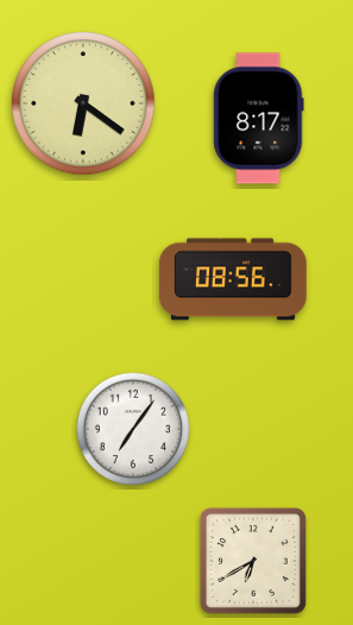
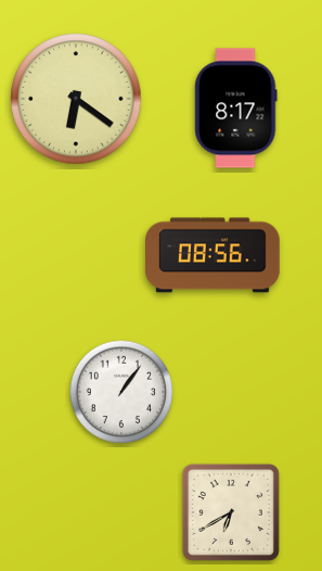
clock at (83, 103) position: (83, 103) -> (76, 99)
clock at (133, 429): 7:06 -> 1:06
